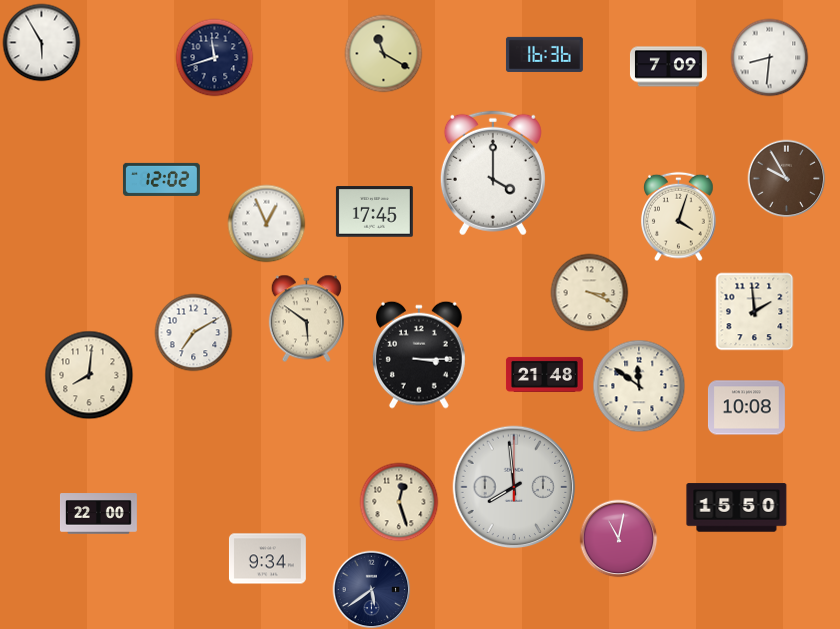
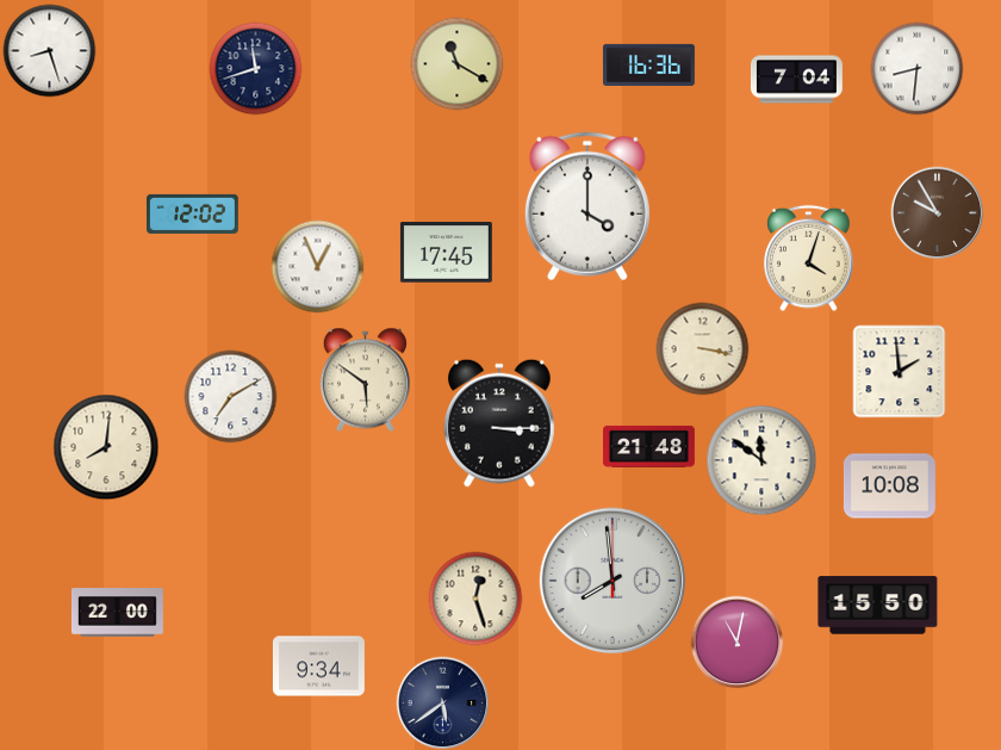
clock at (41, 42): 5:55 -> 8:27
clock at (668, 67): 7:09 -> 7:04
clock at (589, 292): 3:19 -> 3:17
